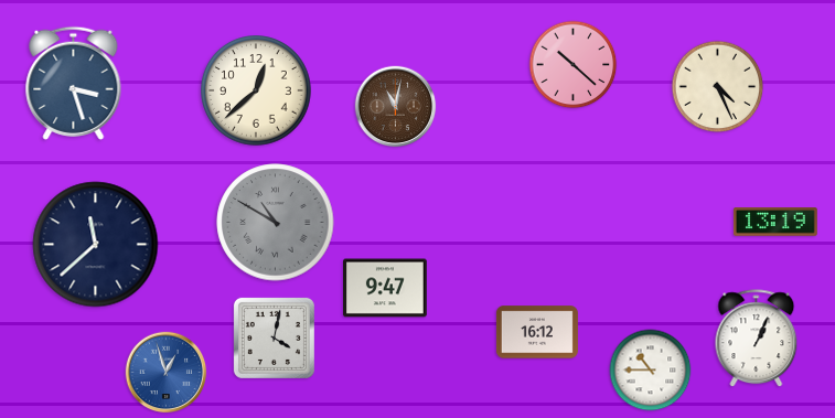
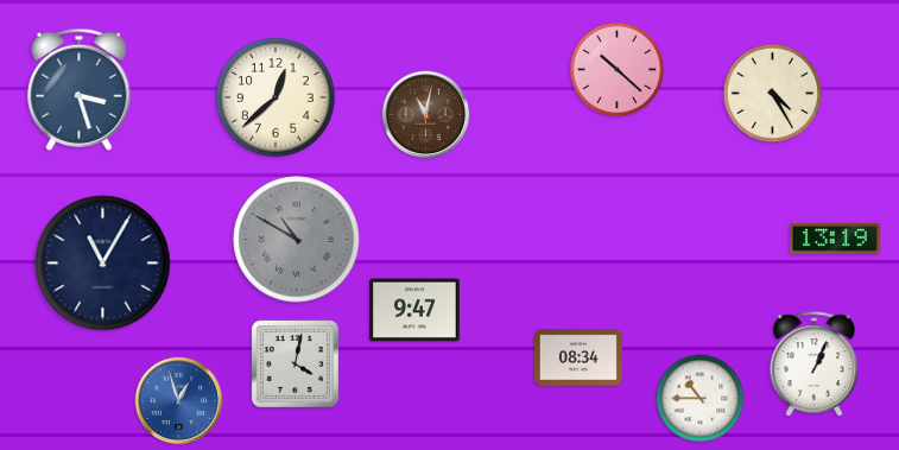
clock at (718, 87): 4:26 -> 4:25
clock at (96, 245): 11:38 -> 11:05
clock at (537, 332): 16:12 -> 08:34
